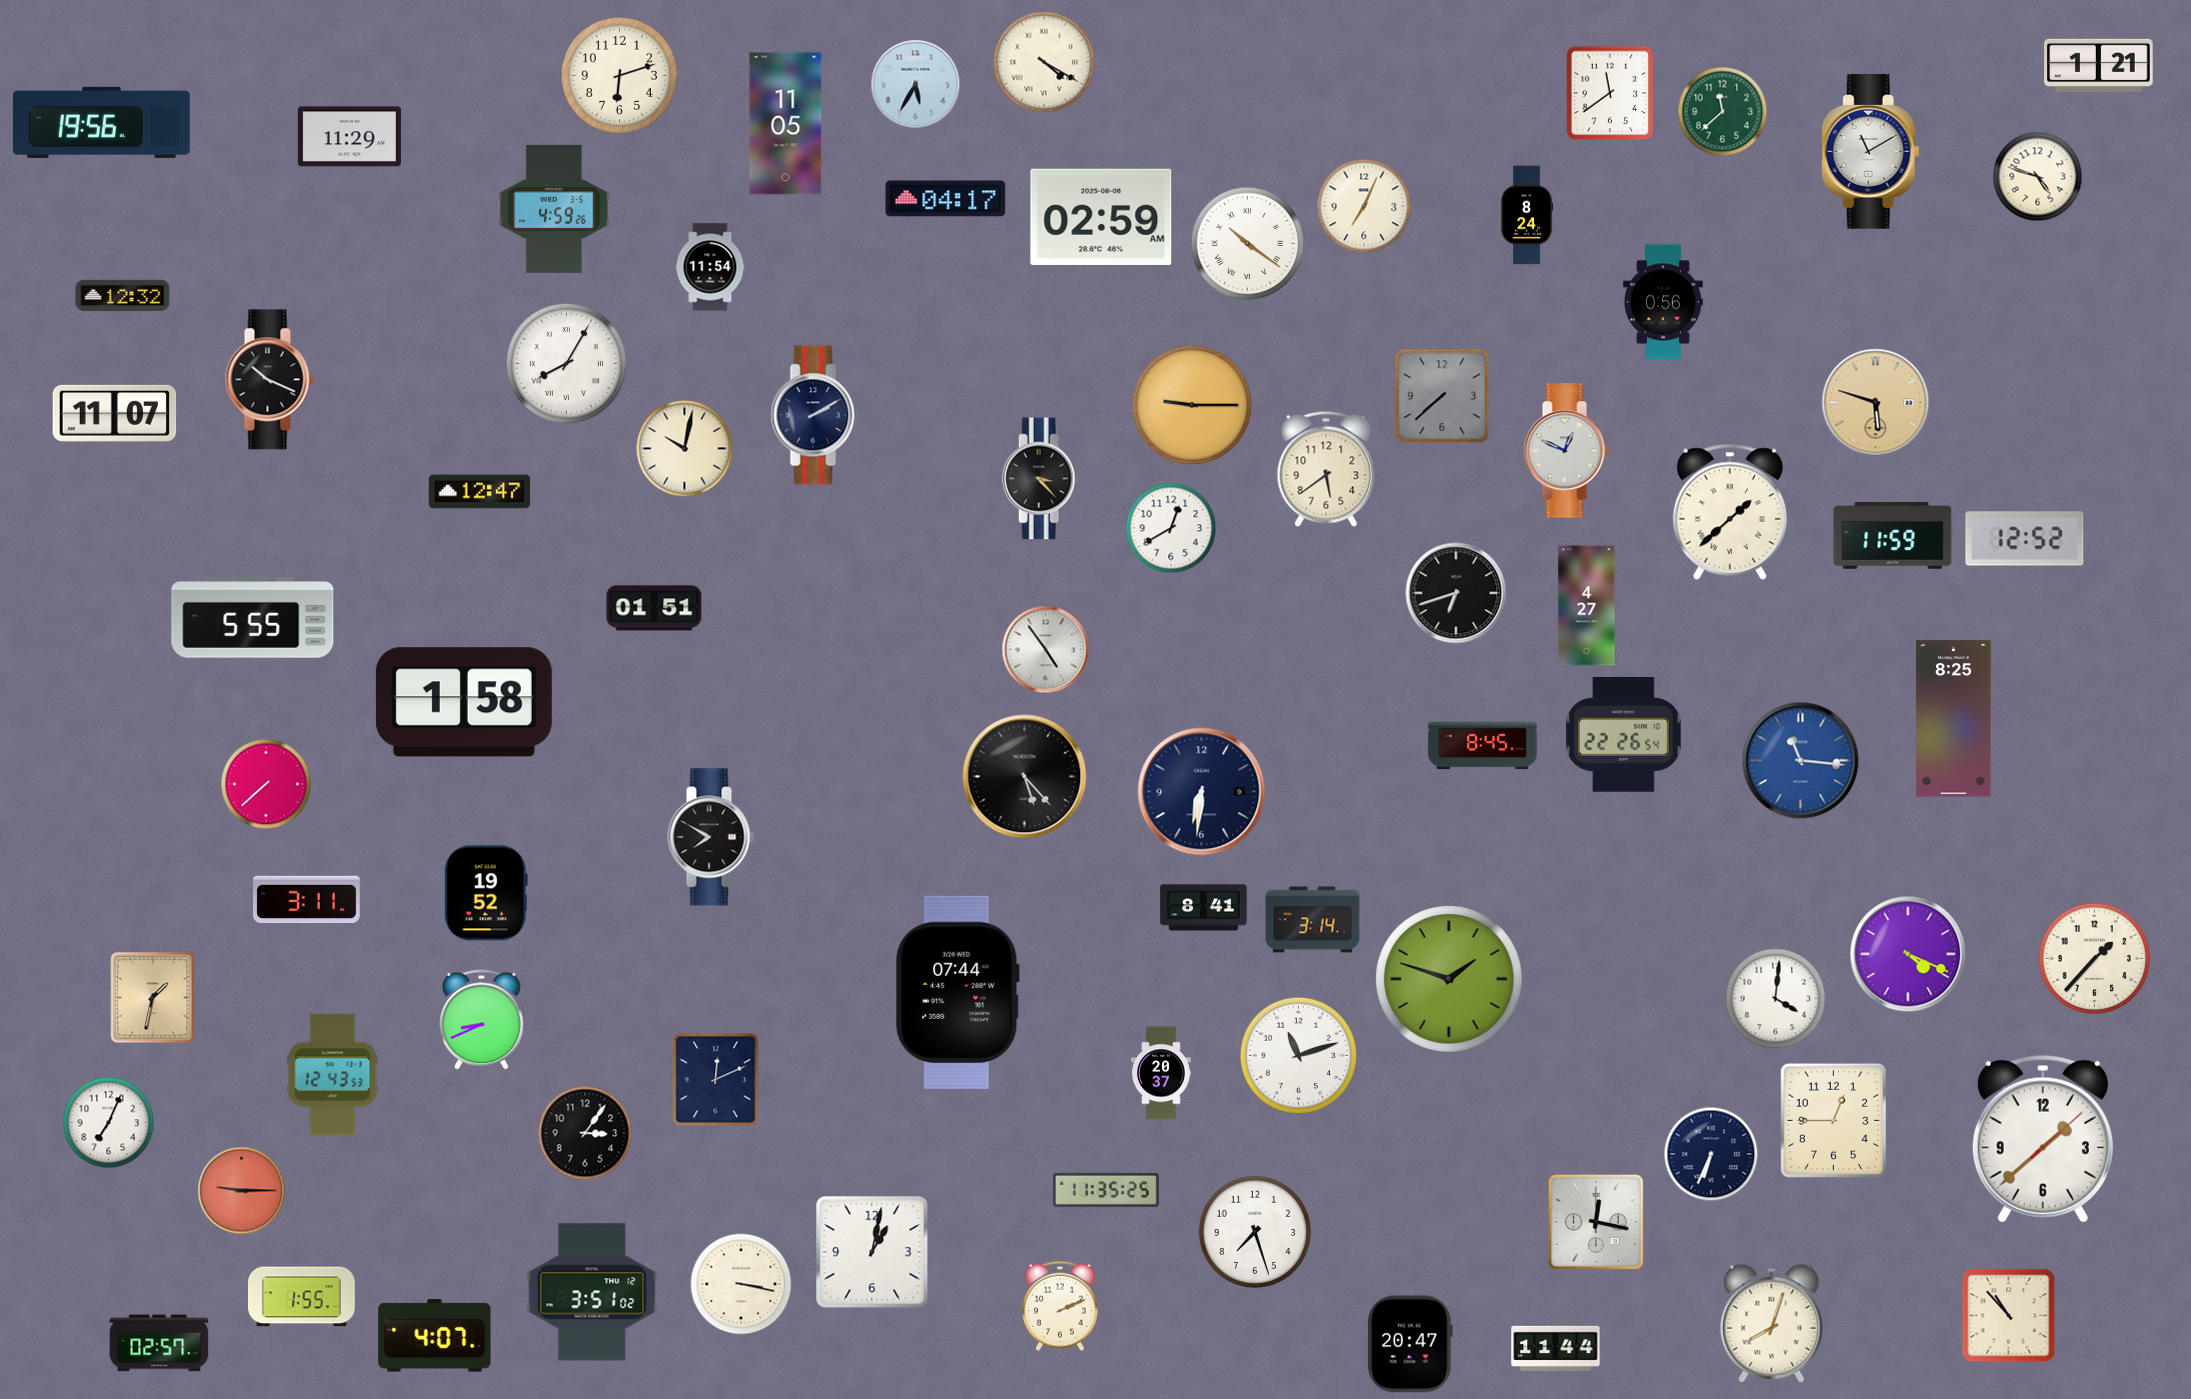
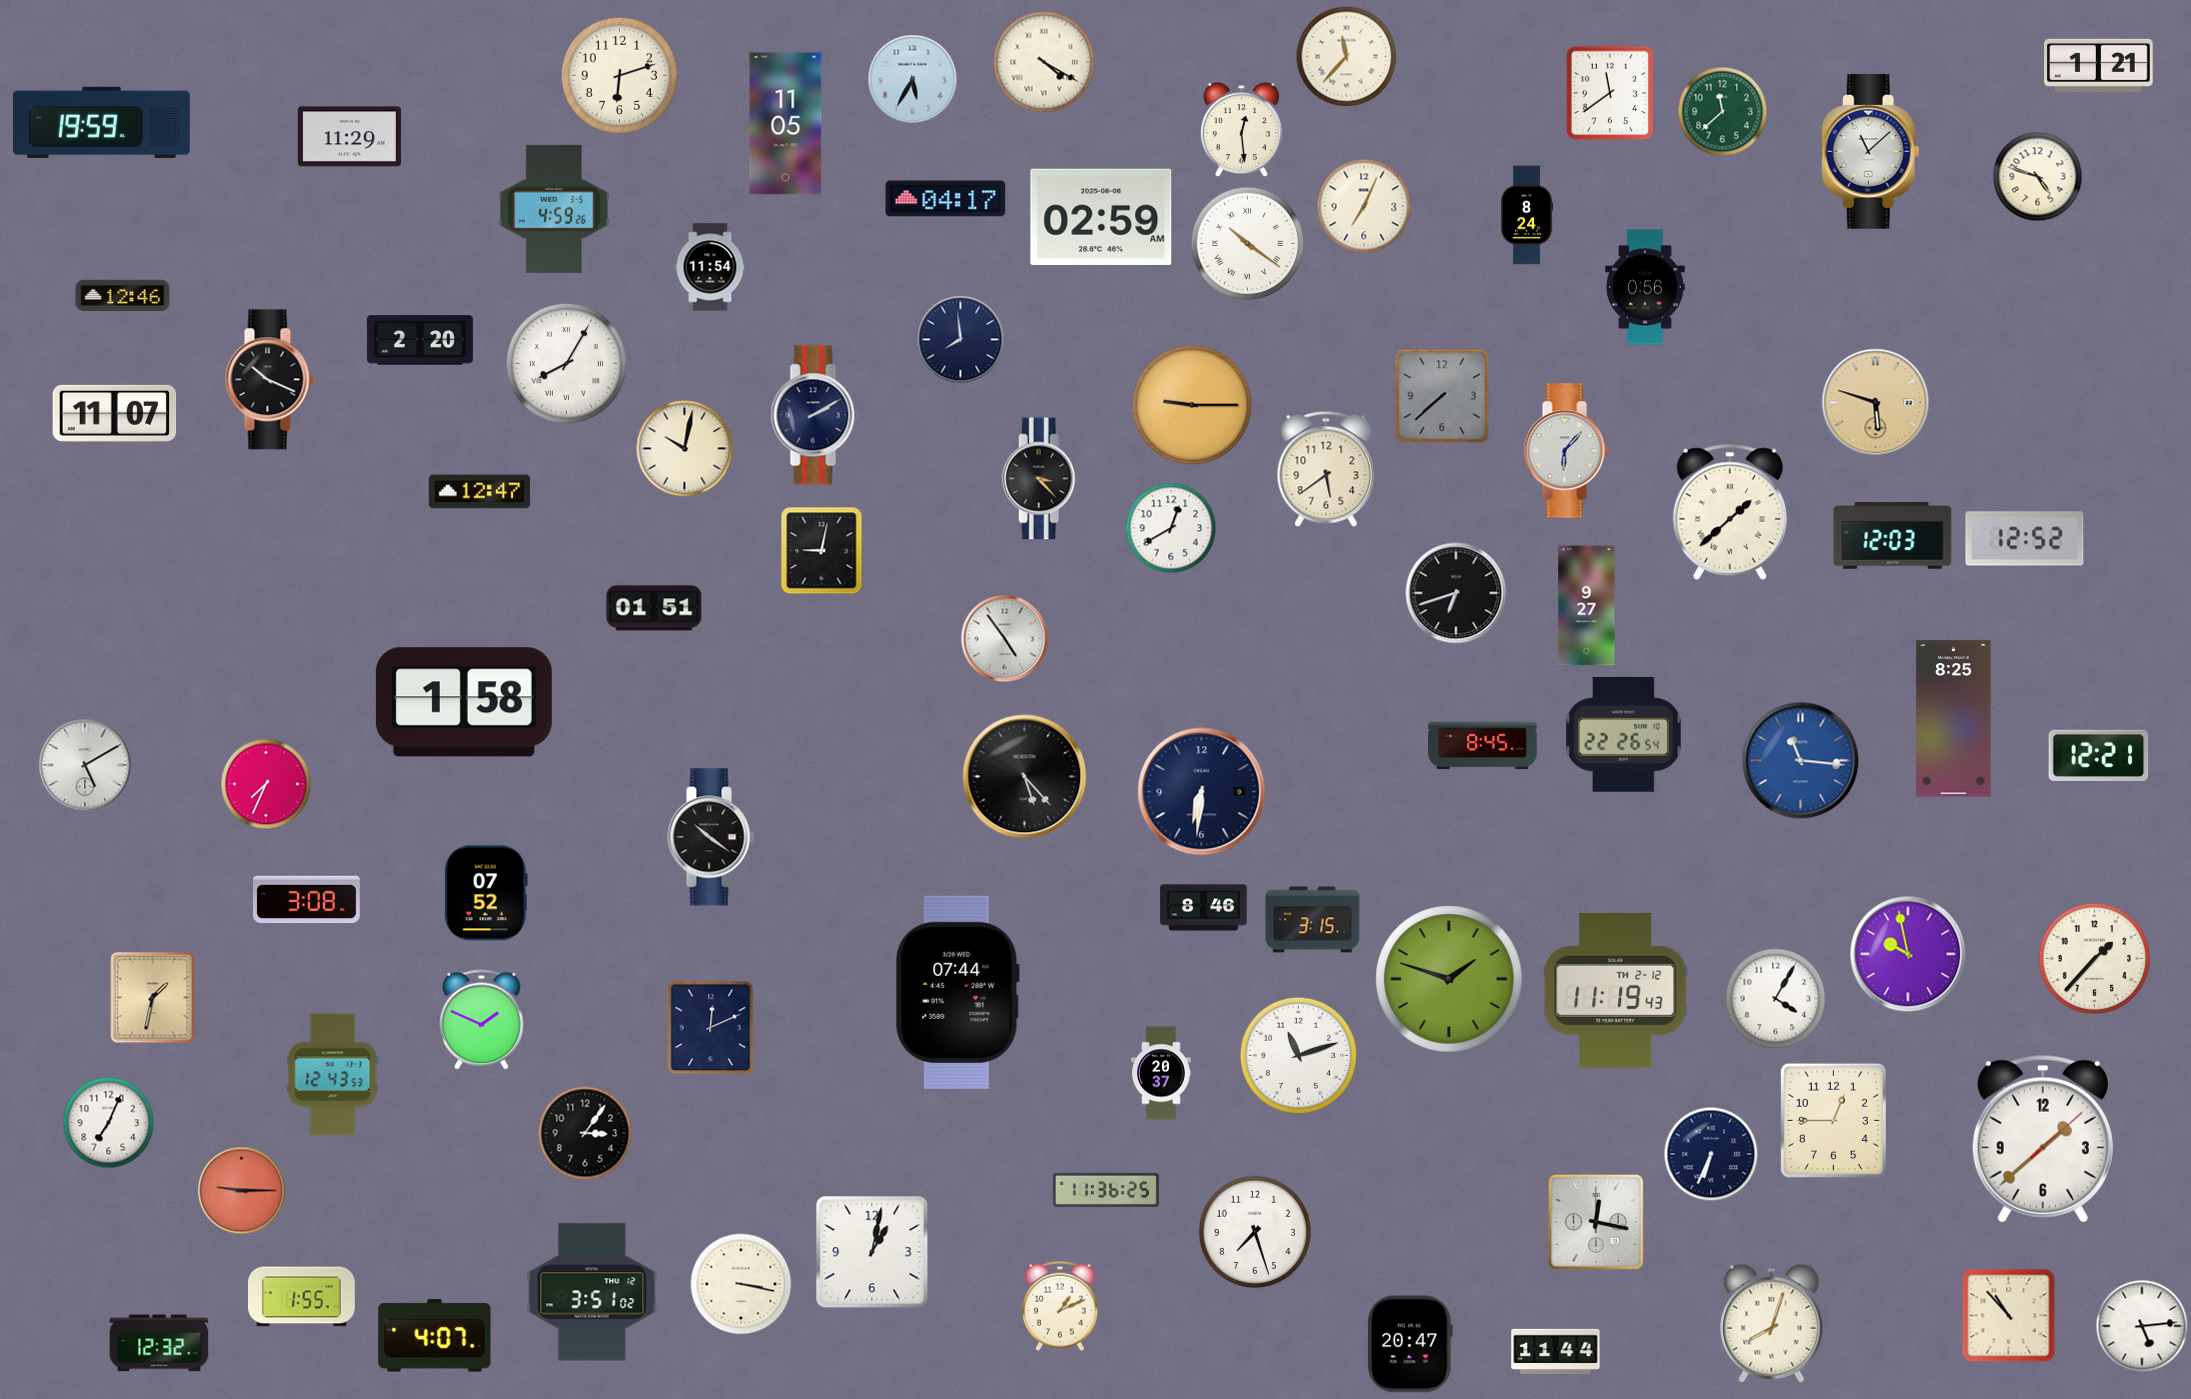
clock at (1347, 57): none -> 11:37
clock at (916, 85) position: (916, 85) -> (913, 80)
clock at (101, 122): 19:56 -> 19:59
clock at (1241, 130): none -> 12:29
clock at (1870, 152): 11:10 -> 11:08
clock at (123, 295): 12:32 -> 12:46
clock at (1663, 302) position: (1663, 302) -> (1645, 287)
clock at (420, 340): none -> 2:20
clock at (961, 340): none -> 7:59
clock at (1566, 451): 12:49 -> 6:07
clock at (1893, 536): 11:59 -> 12:03
clock at (822, 551): none -> 9:02
clock at (1587, 606): 4:27 -> 9:27
clock at (253, 618): 5:55 -> none
clock at (1046, 650) position: (1046, 650) -> (1005, 639)
clock at (2099, 755): none -> 12:21
clock at (85, 765): none -> 5:10
clock at (266, 784): 7:38 -> 7:34
clock at (711, 837): 7:50 -> 10:21
clock at (486, 893): 19:52 -> 07:52
clock at (307, 900): 3:11 -> 3:08
clock at (1204, 908): 8:41 -> 8:46
clock at (1313, 920): 3:14 -> 3:15
clock at (1908, 954): 4:19 -> 9:58
clock at (1616, 991): none -> 11:19
clock at (1776, 999): 4:01 -> 4:05
clock at (482, 1020): 8:41 -> 1:49
clock at (716, 1080) position: (716, 1080) -> (711, 1028)
clock at (1106, 1190): 11:35 -> 11:36
clock at (1060, 1306): 2:11 -> 1:11
clock at (2142, 1326): none -> 5:14
clock at (159, 1343): 02:57 -> 12:32
clock at (1556, 1348) position: (1556, 1348) -> (1556, 1351)
